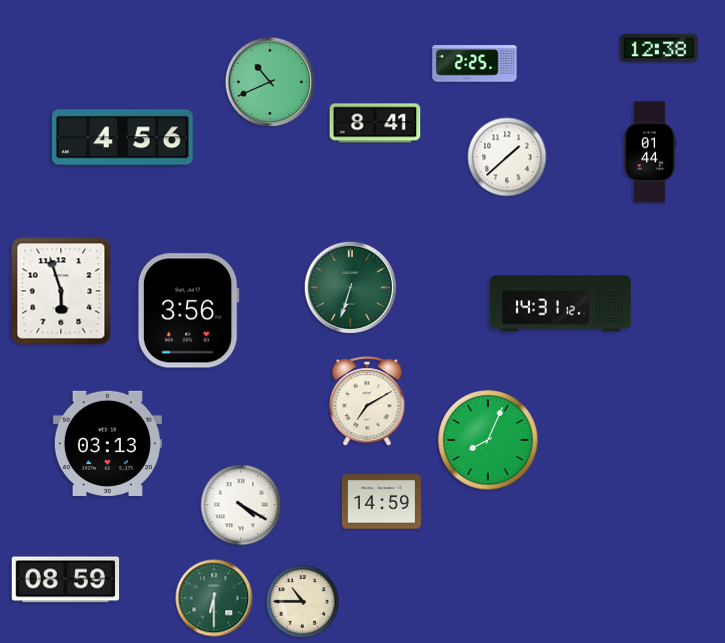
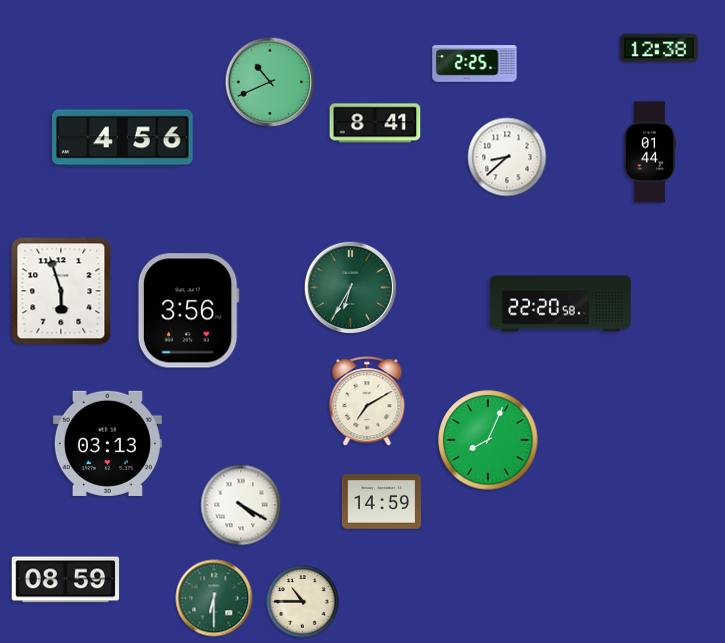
clock at (507, 157): 1:38 -> 8:38
clock at (350, 287): 6:33 -> 6:35
clock at (561, 304): 14:31 -> 22:20
